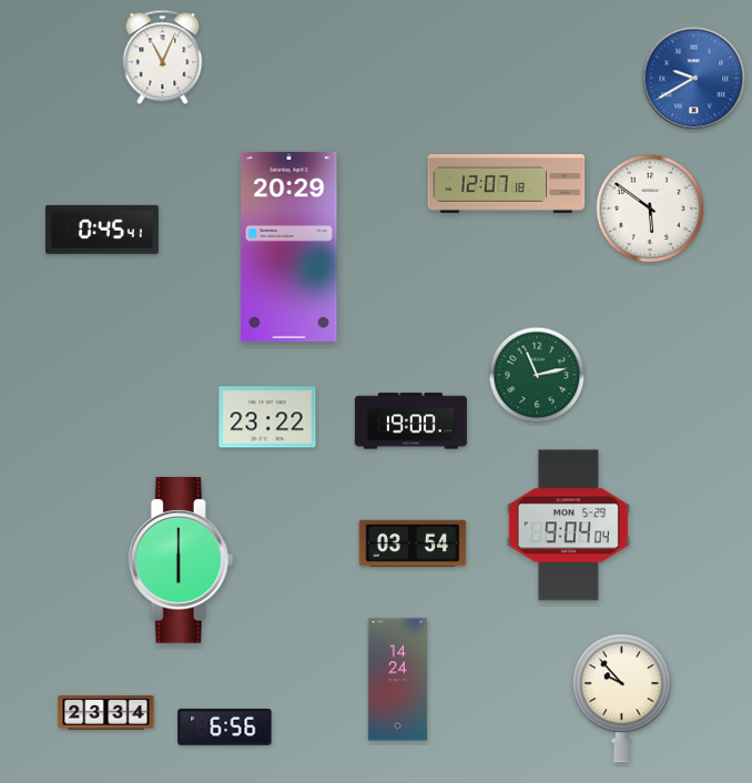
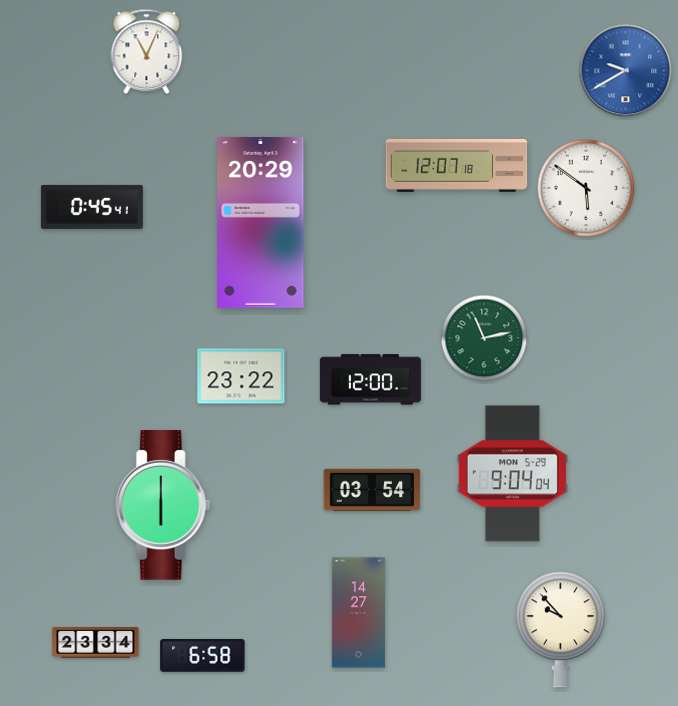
clock at (410, 421): 19:00 -> 12:00
clock at (397, 680): 14:24 -> 14:27
clock at (225, 726): 6:56 -> 6:58
